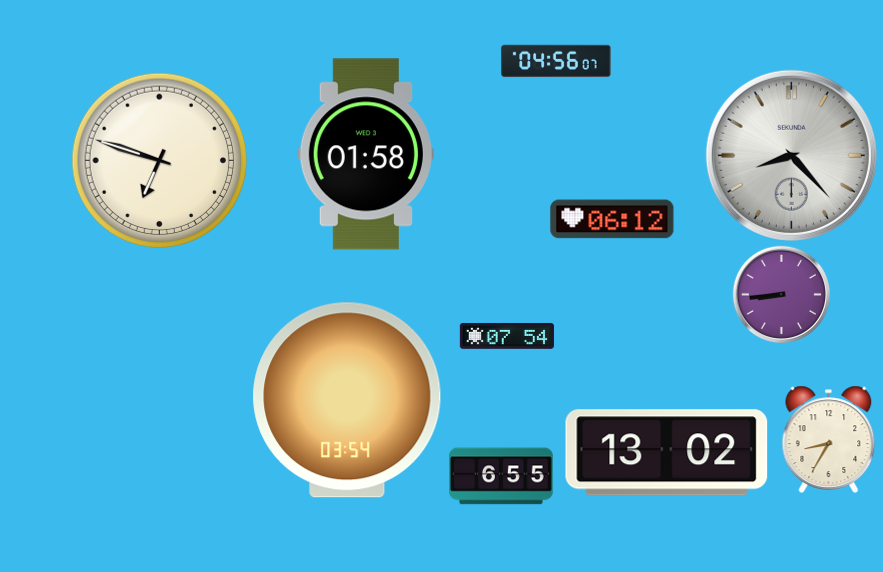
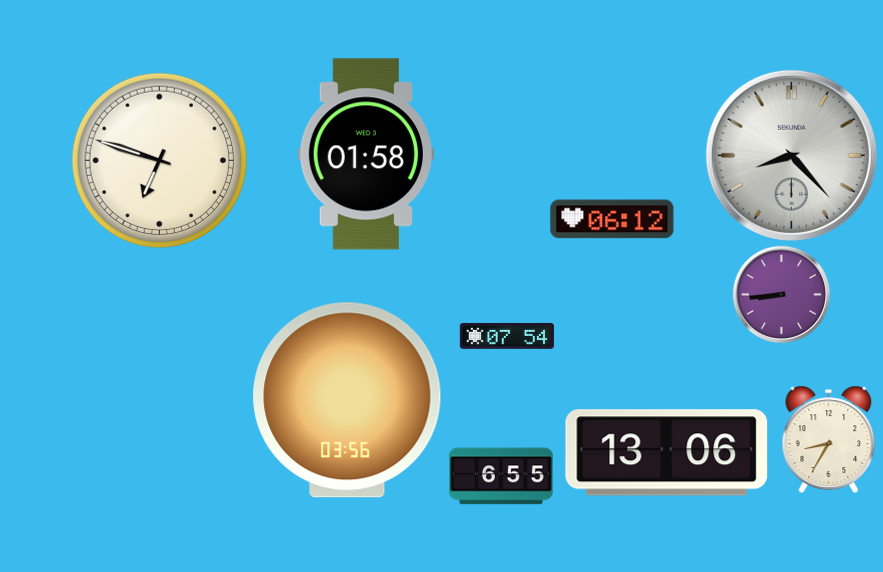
clock at (556, 61): 04:56 -> none
clock at (347, 400): 03:54 -> 03:56
clock at (667, 453): 13:02 -> 13:06
